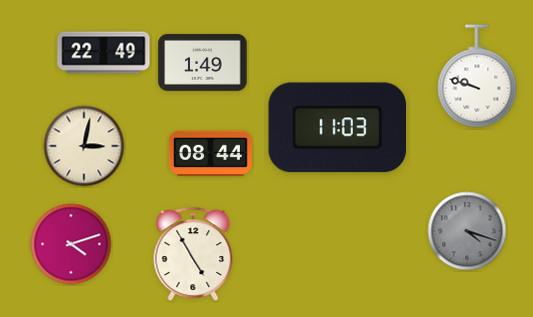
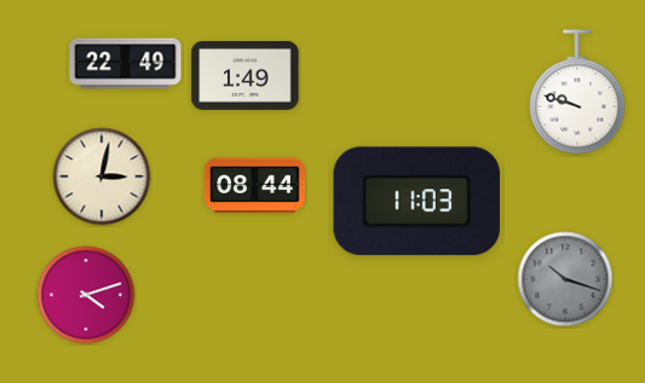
clock at (338, 128) position: (338, 128) -> (417, 202)
clock at (467, 231): 4:18 -> 10:18
clock at (193, 254): 4:55 -> none
